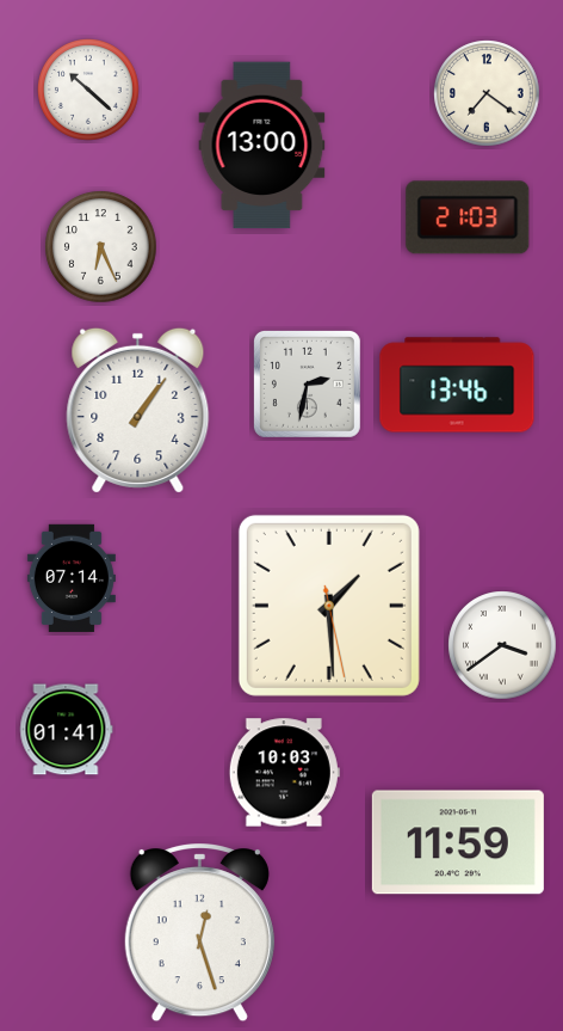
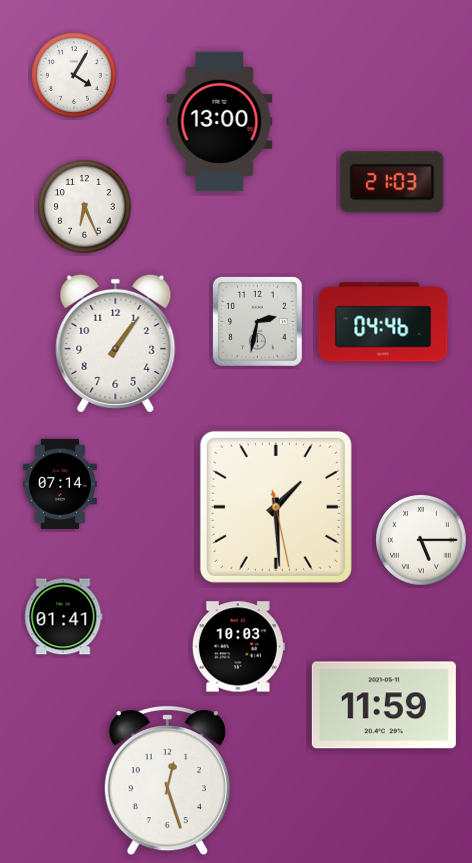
clock at (89, 91): 10:22 -> 4:05
clock at (487, 93): 7:21 -> none
clock at (457, 385): 13:46 -> 04:46
clock at (502, 645): 3:39 -> 5:15
clock at (67, 730) position: (67, 730) -> (64, 617)
